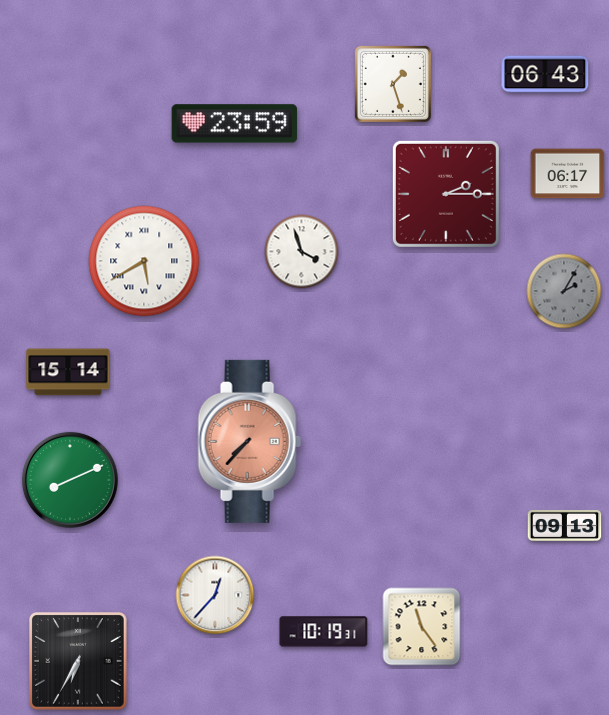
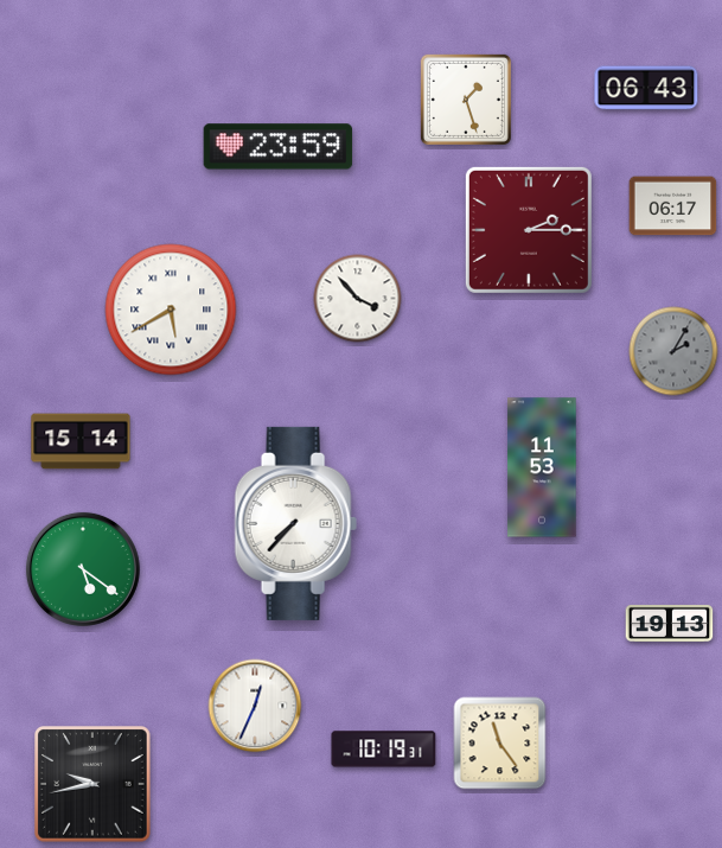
clock at (302, 252): 3:57 -> 3:53
clock at (564, 291) position: (564, 291) -> (673, 351)
clock at (542, 467): none -> 11:53
clock at (249, 441) dial: salmon -> white
clock at (70, 480): 8:11 -> 5:21
clock at (565, 525): 09:13 -> 19:13
clock at (215, 595): 12:37 -> 12:34
clock at (79, 662): 6:35 -> 9:43
